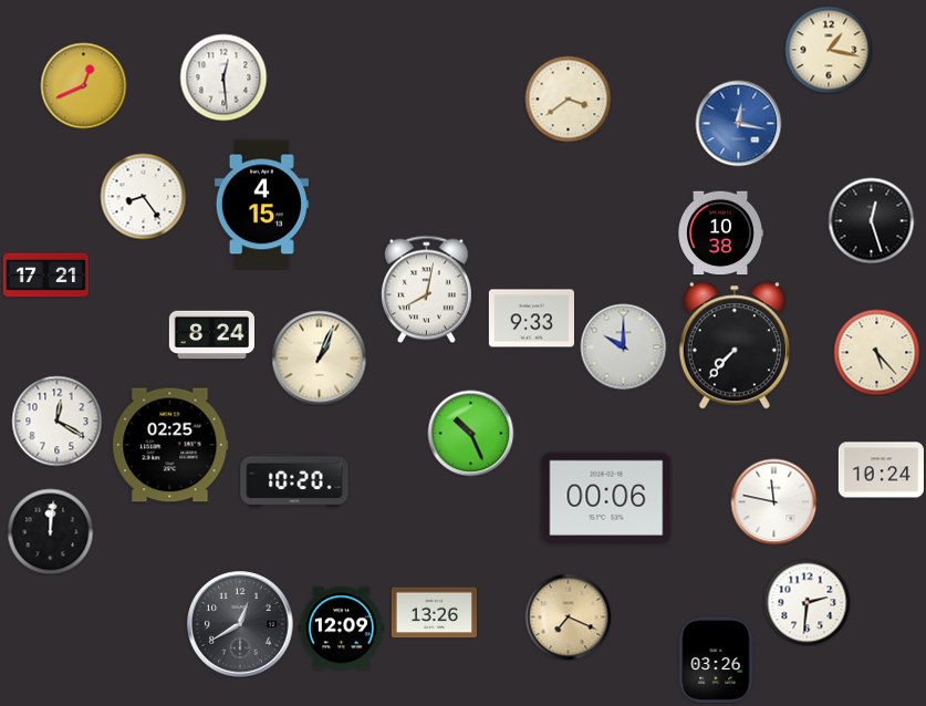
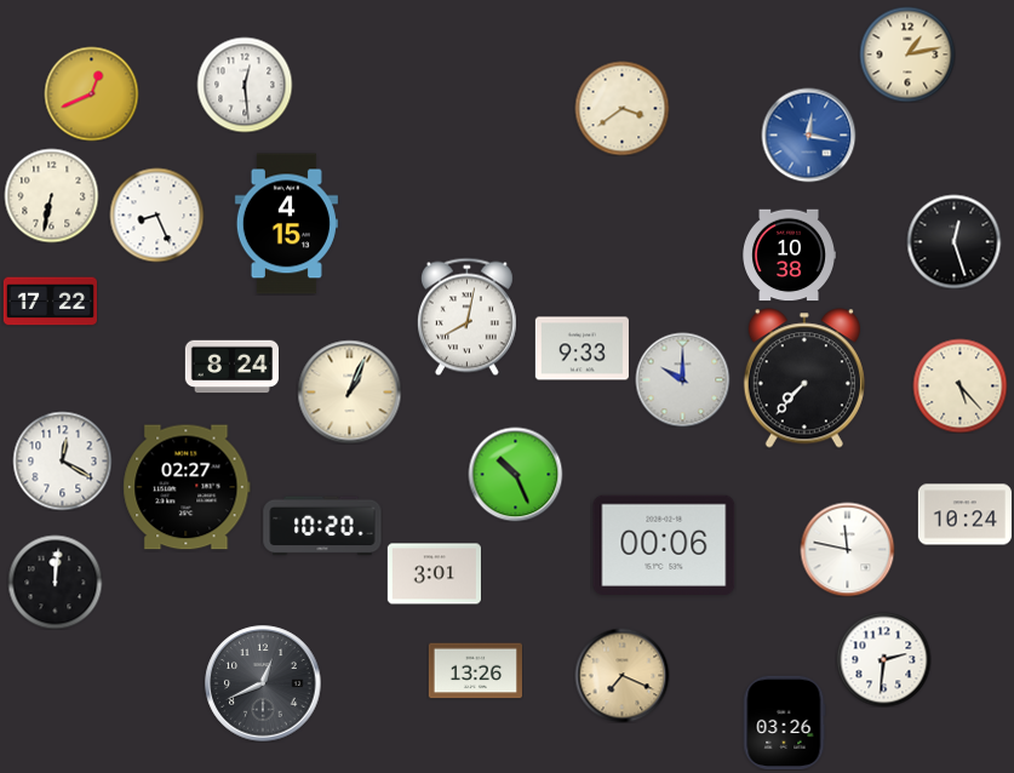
clock at (829, 50): 1:17 -> 1:13
clock at (51, 195): none -> 6:32
clock at (143, 196): 8:24 -> 8:26
clock at (45, 276): 17:21 -> 17:22
clock at (170, 445): 02:25 -> 02:27
clock at (434, 574): none -> 3:01
clock at (240, 624): 12:40 -> 12:41
clock at (341, 629): 12:09 -> none
